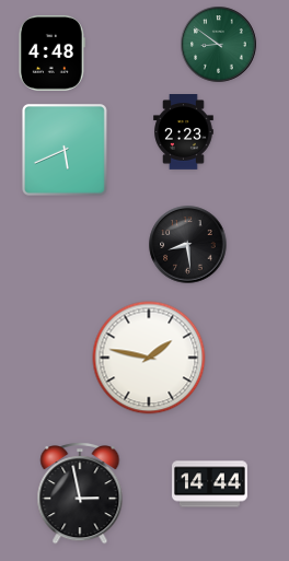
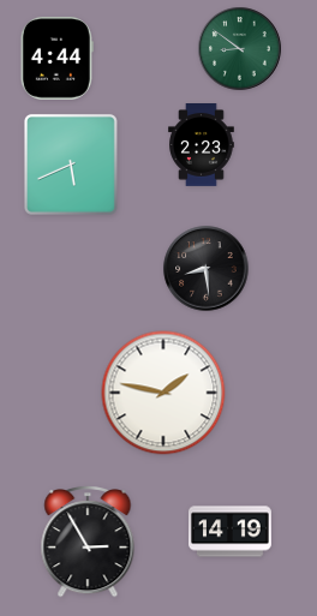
clock at (51, 52): 4:48 -> 4:44
clock at (210, 484): 14:44 -> 14:19
clock at (80, 493): 2:58 -> 2:55
